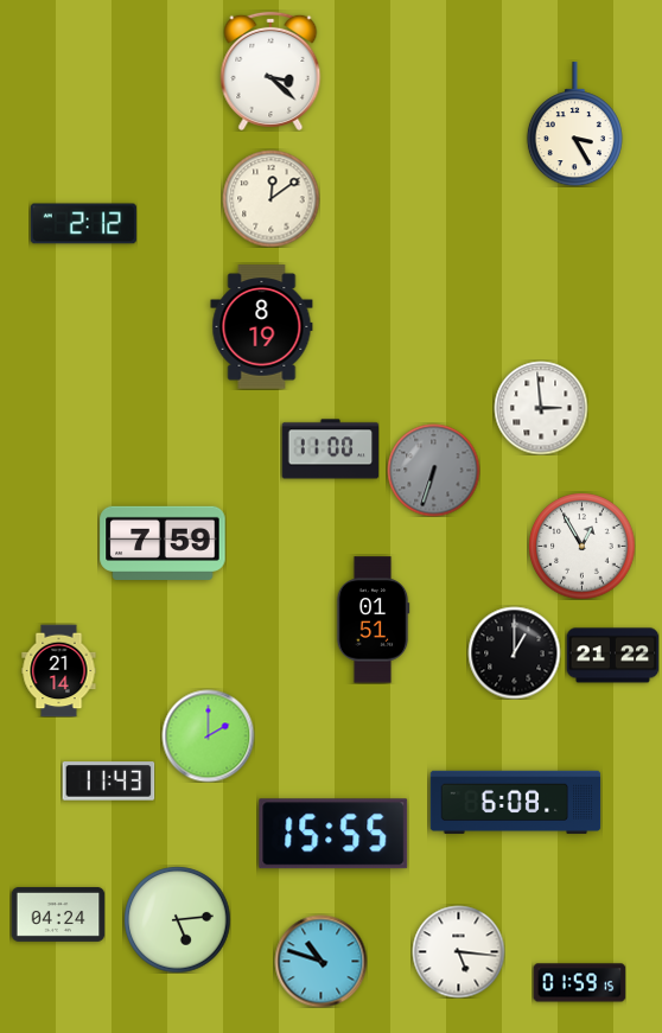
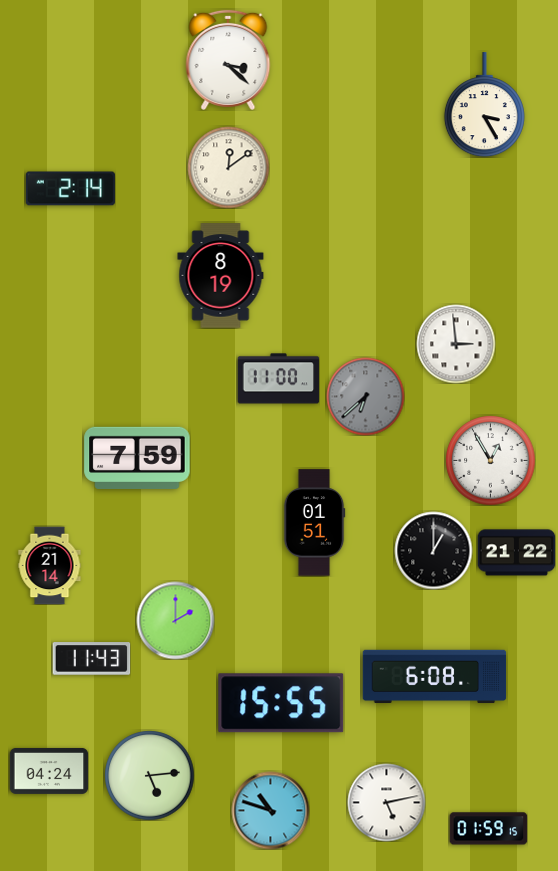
clock at (83, 224): 2:12 -> 2:14
clock at (433, 470): 6:33 -> 6:38
clock at (458, 951): 5:16 -> 5:13
